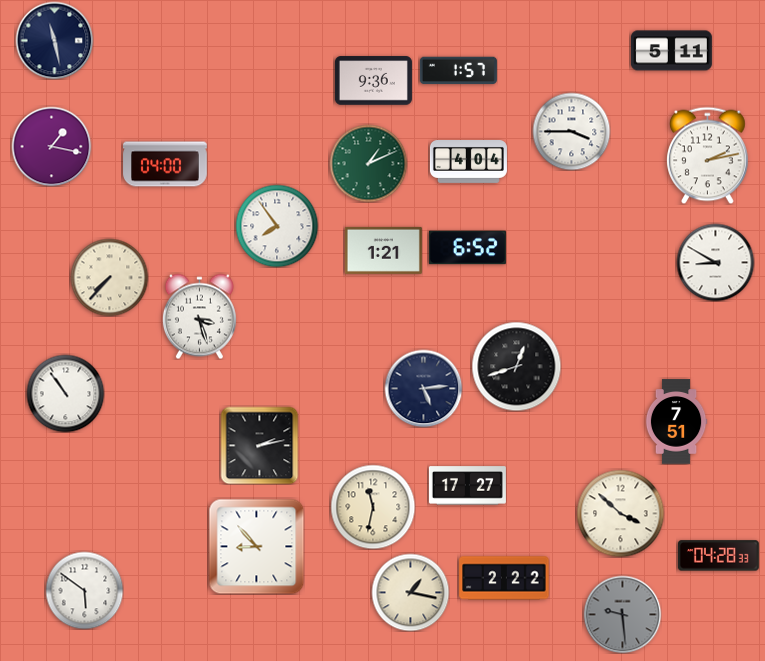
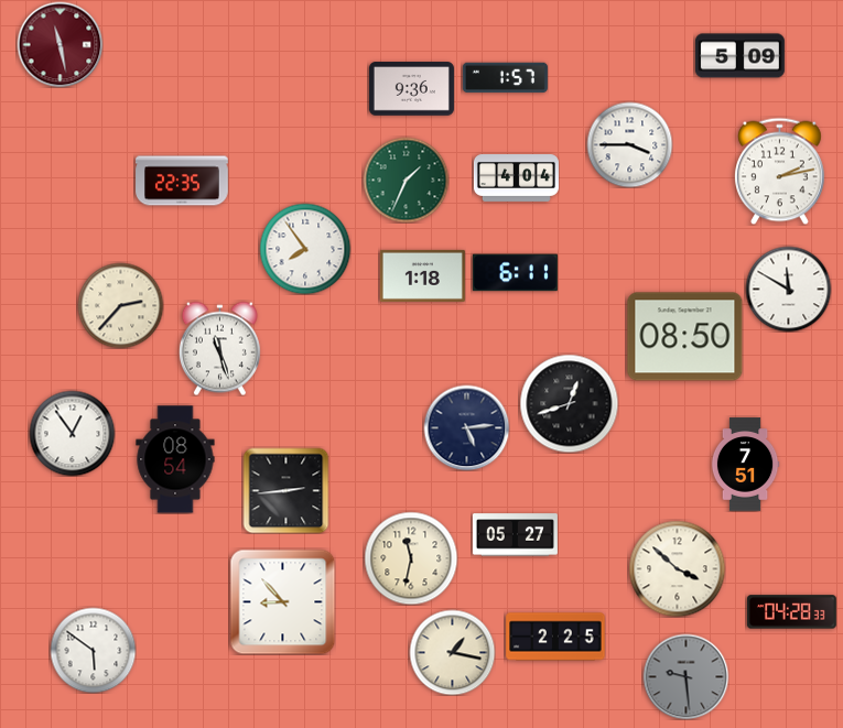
clock at (54, 40) dial: navy -> burgundy
clock at (671, 51): 5:11 -> 5:09
clock at (51, 146): 1:17 -> none
clock at (368, 163): 1:11 -> 1:34
clock at (165, 164): 04:00 -> 22:35
clock at (467, 248): 6:52 -> 6:11
clock at (383, 250): 1:21 -> 1:18
clock at (715, 262): 8:50 -> 11:50
clock at (109, 277): 7:37 -> 2:37
clock at (685, 337): none -> 08:50
clock at (199, 316): 3:27 -> 11:27
clock at (65, 393): 10:54 -> 12:54
clock at (175, 459): none -> 08:54
clock at (259, 445): 2:13 -> 2:44
clock at (467, 486): 17:27 -> 05:27
clock at (620, 513) position: (620, 513) -> (677, 568)
clock at (504, 578): 2:22 -> 2:25
